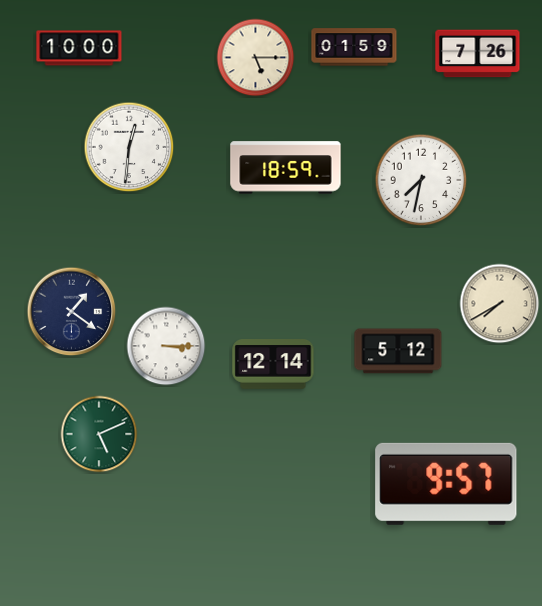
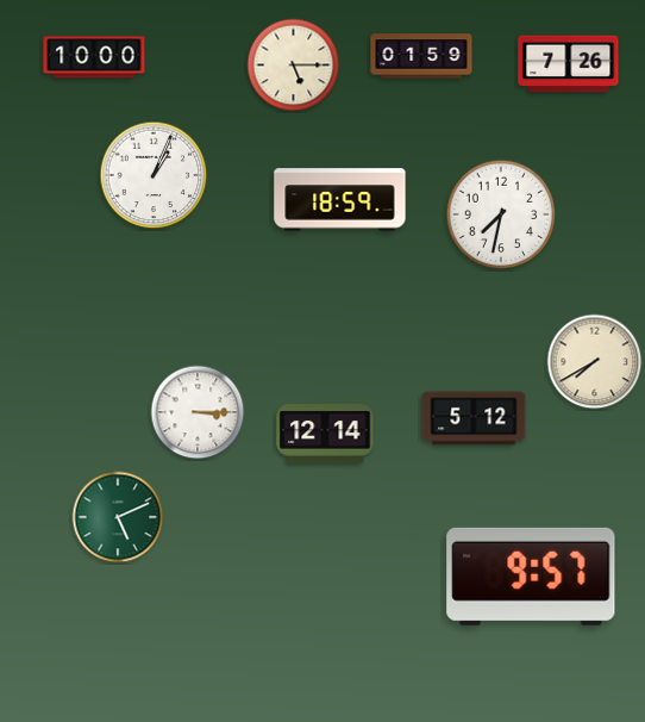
clock at (256, 58) position: (256, 58) -> (294, 66)
clock at (129, 147): 12:31 -> 1:04
clock at (72, 312): 1:21 -> none
